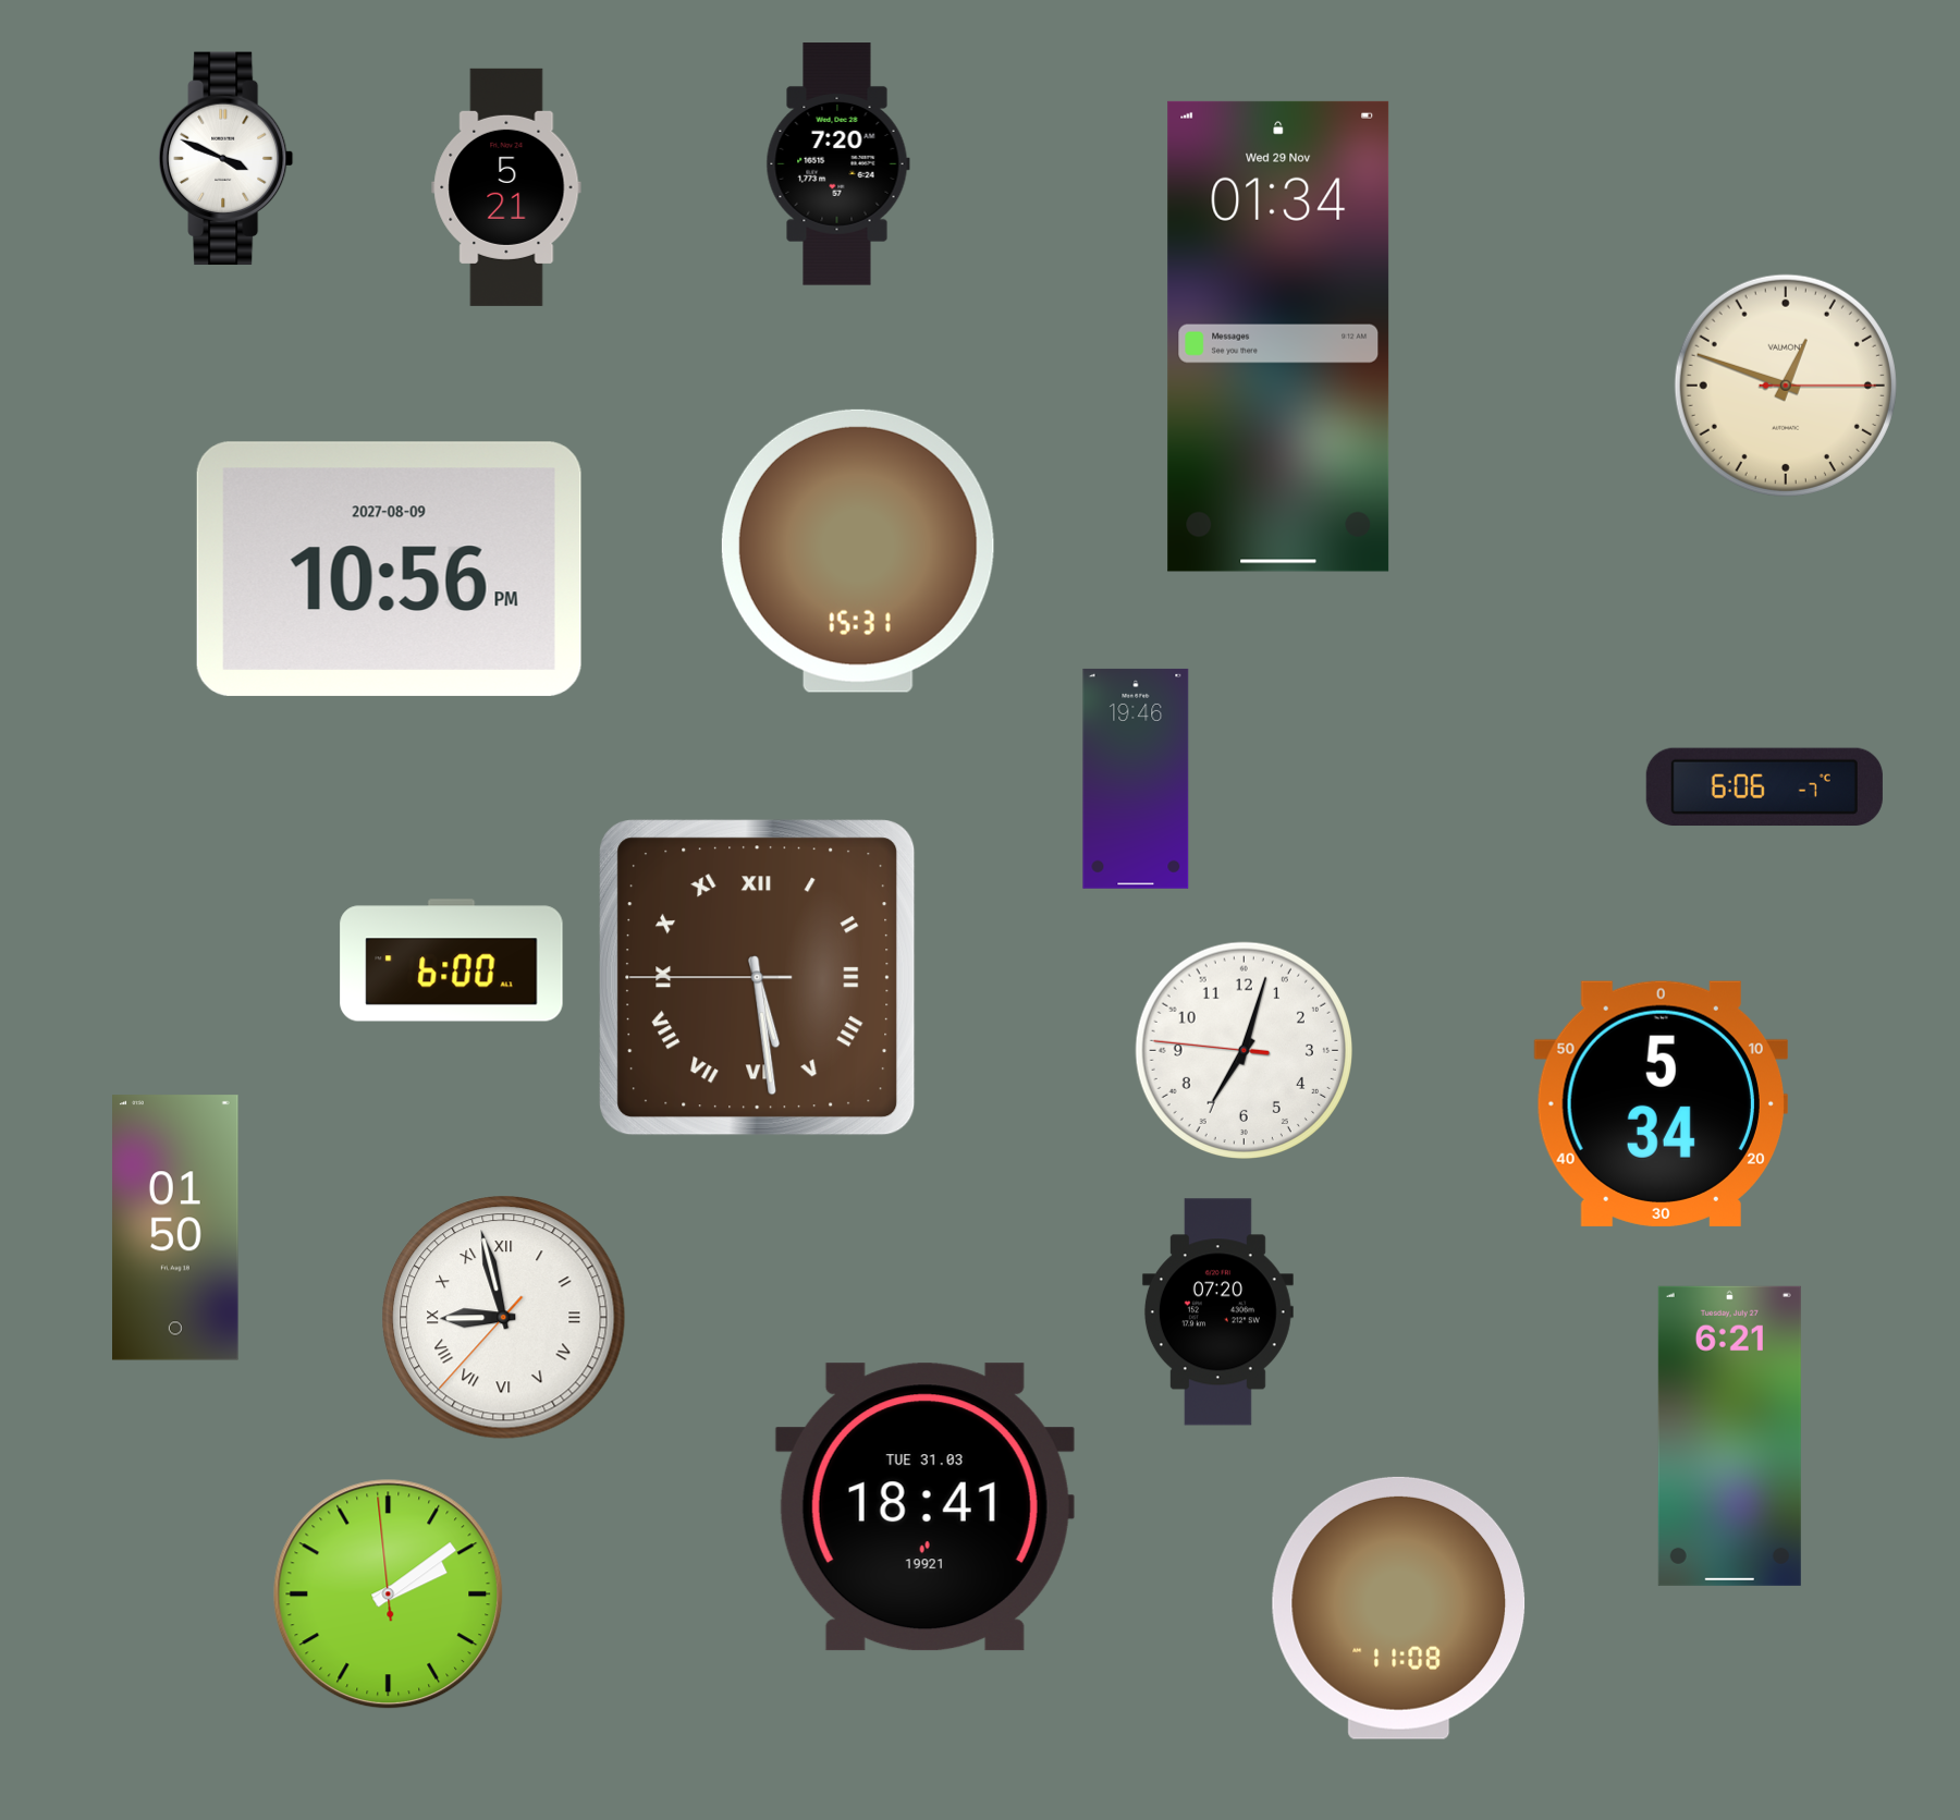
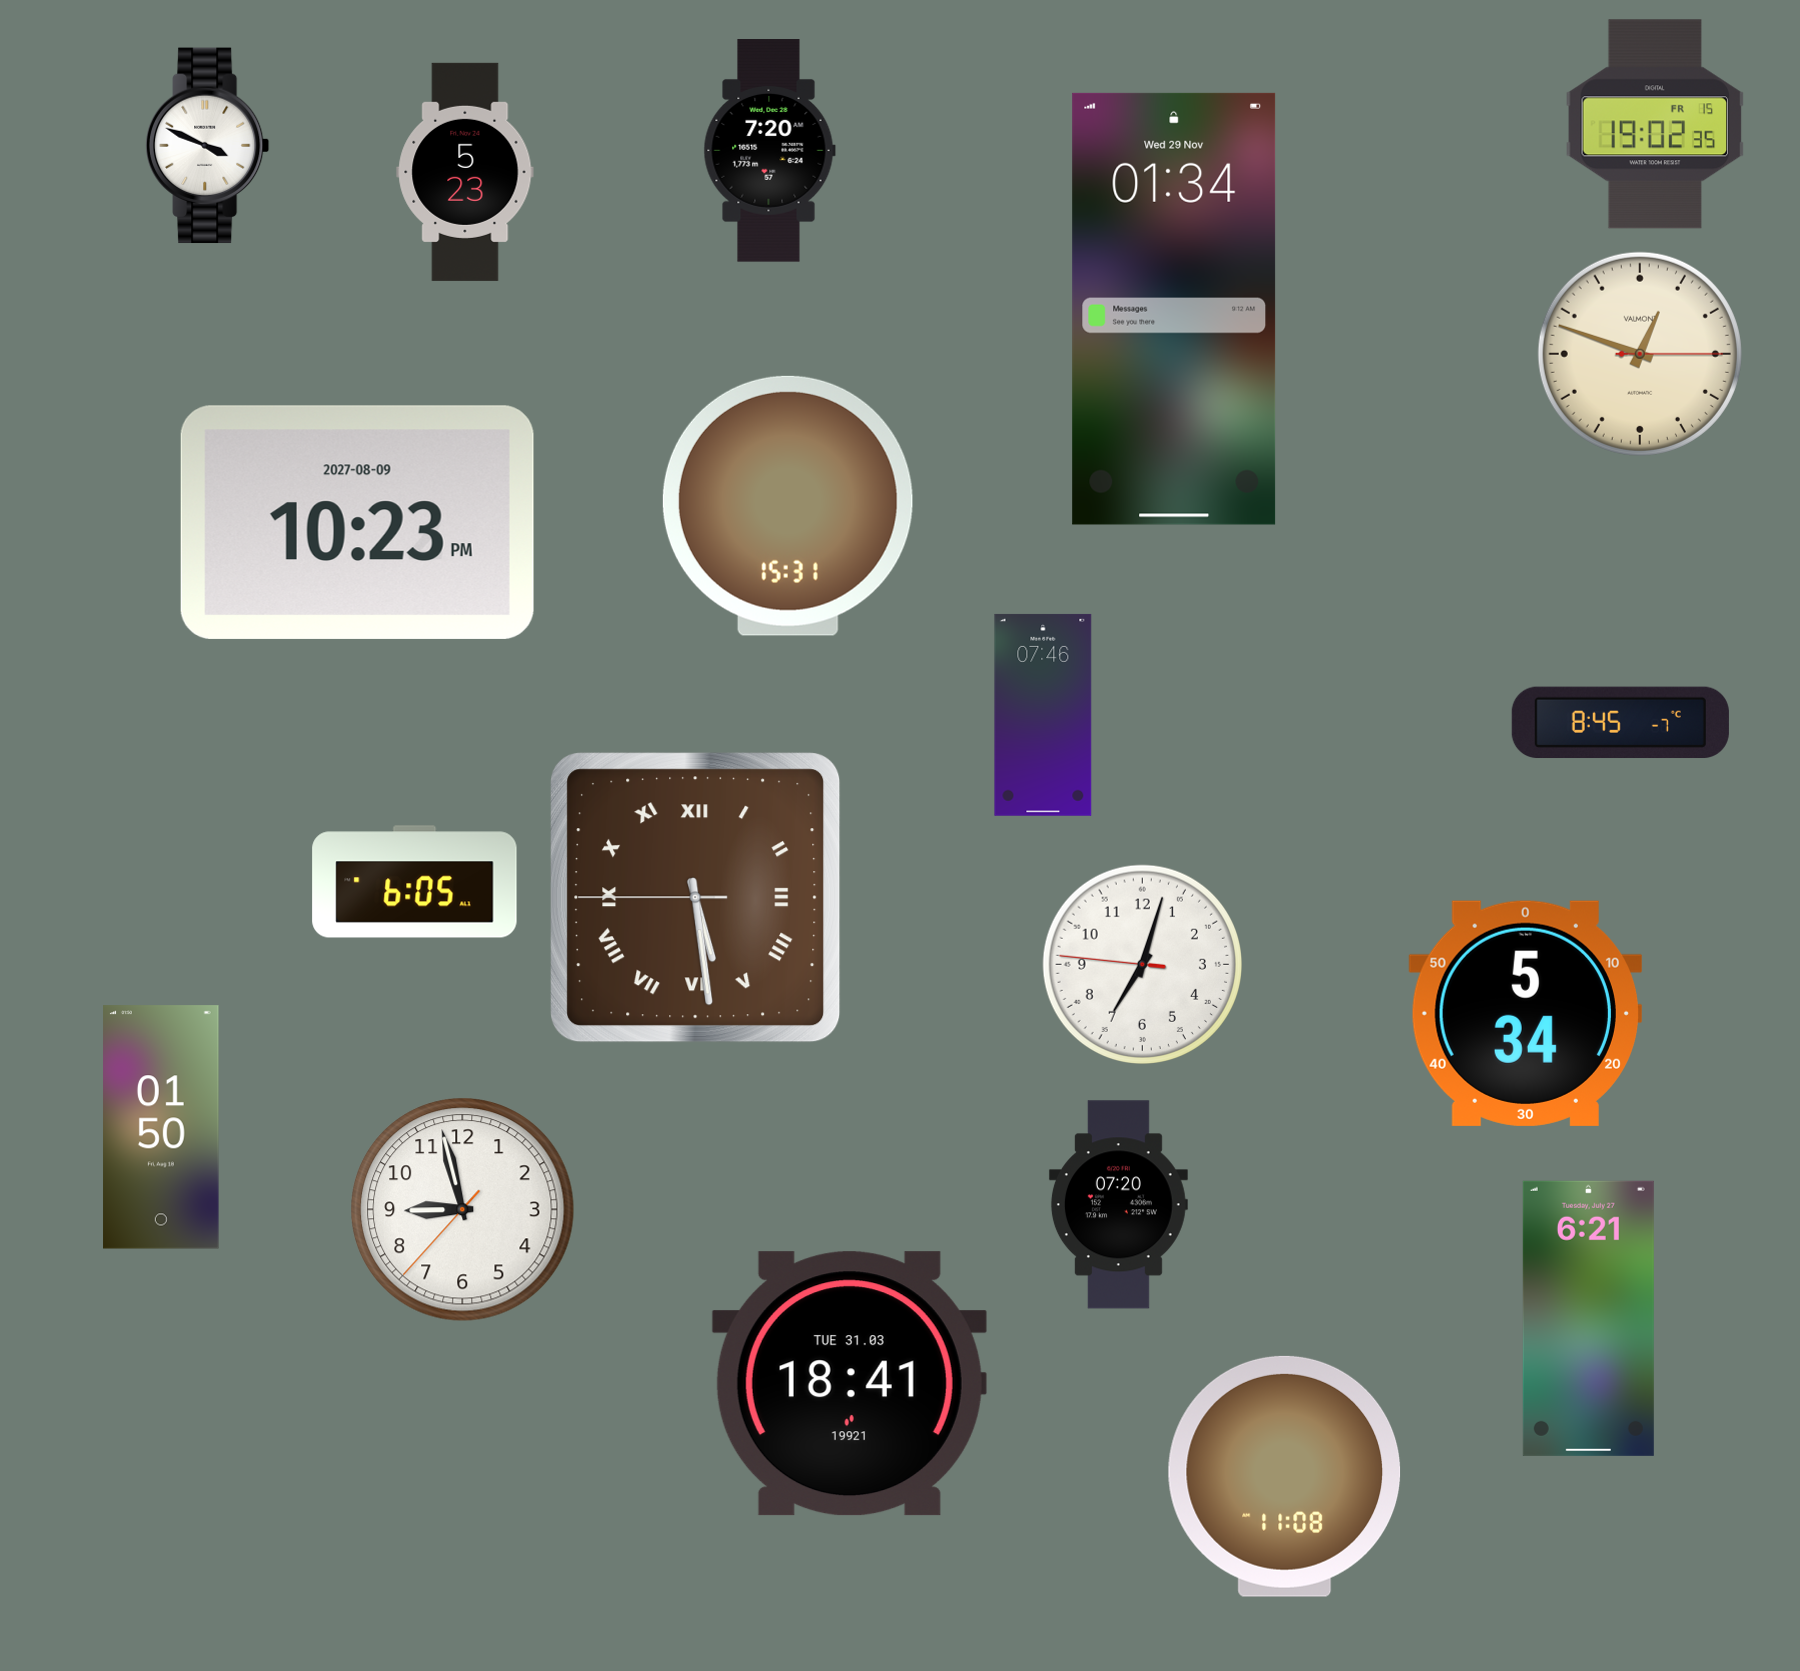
clock at (1655, 124): none -> 19:02
clock at (506, 187): 5:21 -> 5:23
clock at (389, 569): 10:56 -> 10:23
clock at (1136, 779): 19:46 -> 07:46
clock at (1764, 787): 6:06 -> 8:45
clock at (452, 961): 6:00 -> 6:05
clock at (504, 1318) numerals: Roman -> Arabic
clock at (389, 1595): 2:08 -> none
